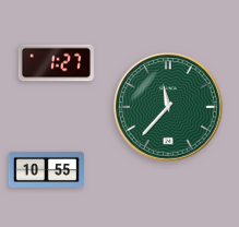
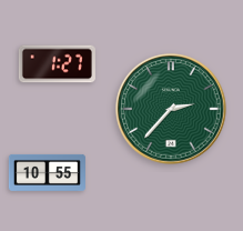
clock at (168, 107): 11:37 -> 2:37
